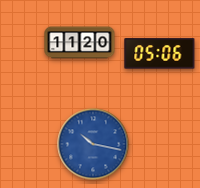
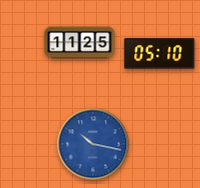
clock at (80, 43): 11:20 -> 11:25
clock at (160, 54): 05:06 -> 05:10
